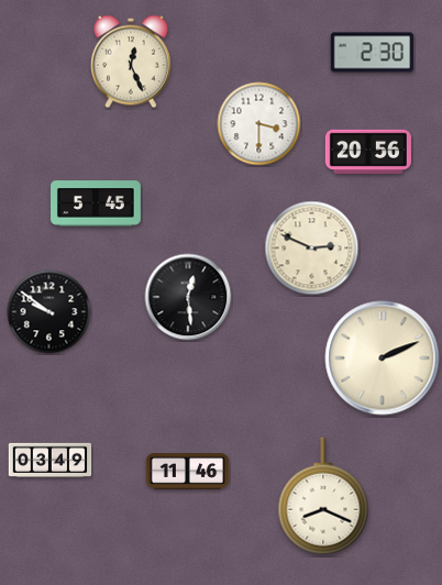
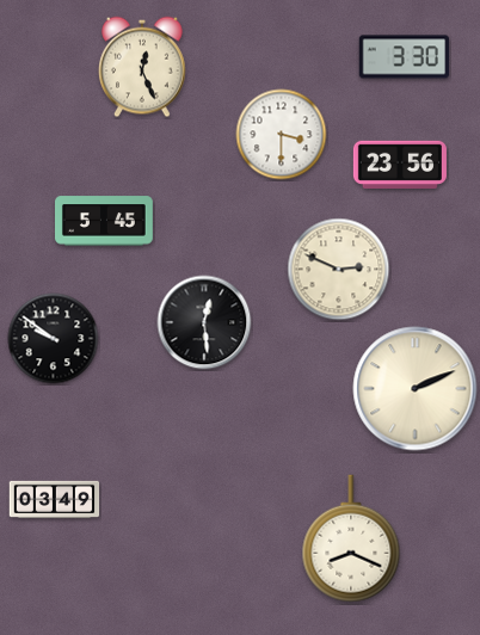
clock at (373, 53): 2:30 -> 3:30
clock at (368, 152): 20:56 -> 23:56
clock at (188, 472): 11:46 -> none
